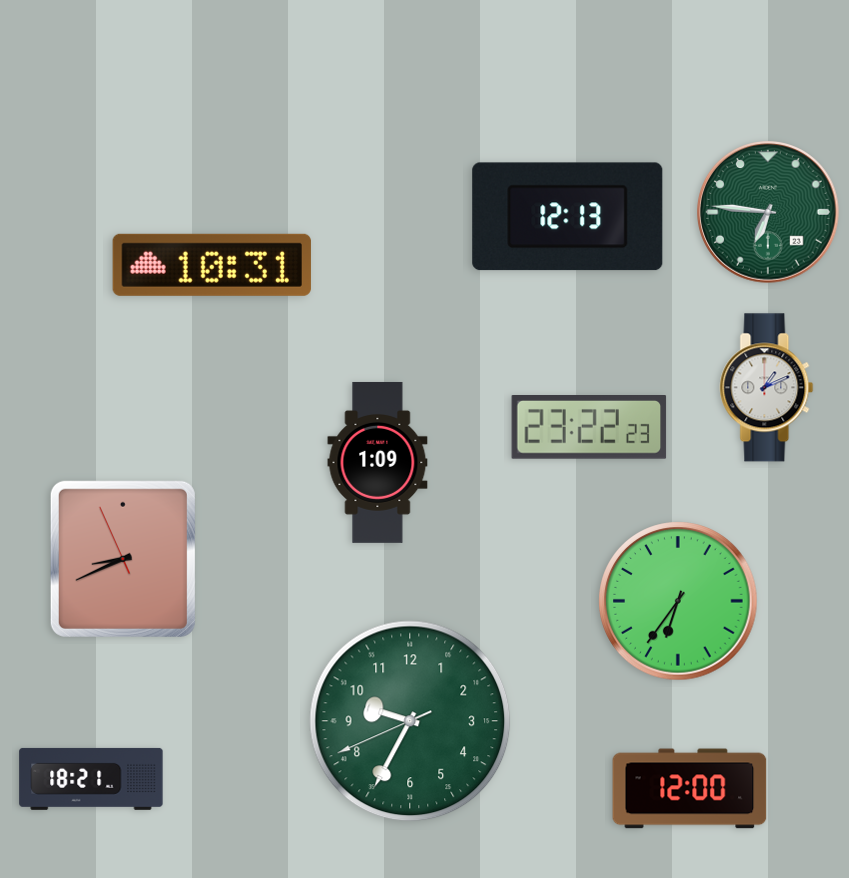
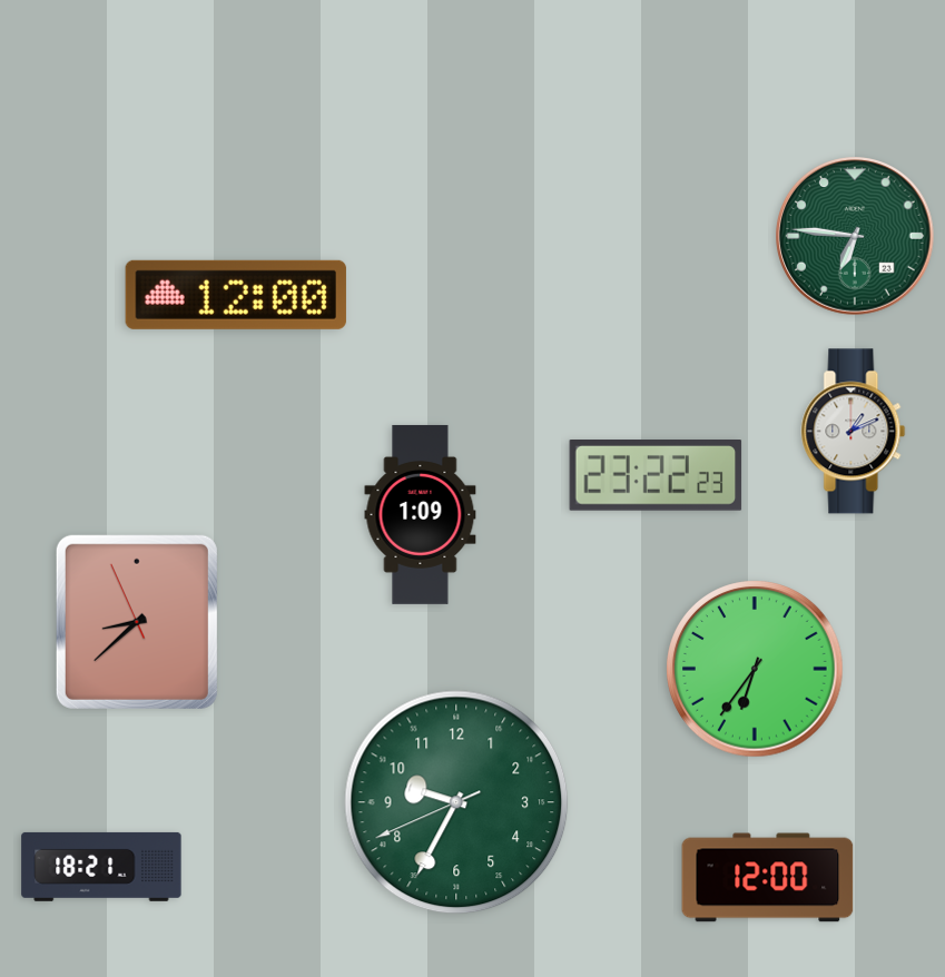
clock at (568, 217): 12:13 -> none
clock at (212, 265): 10:31 -> 12:00
clock at (123, 559): 8:40 -> 8:37
